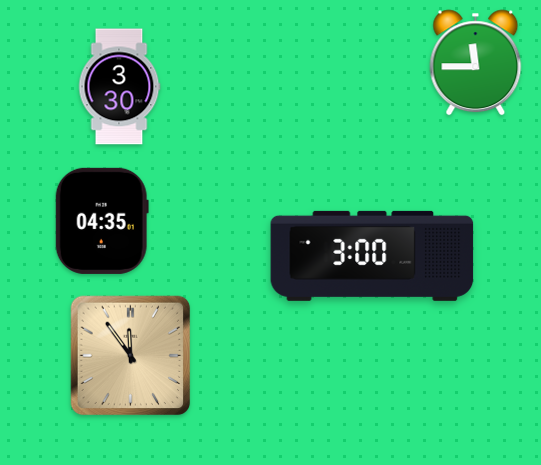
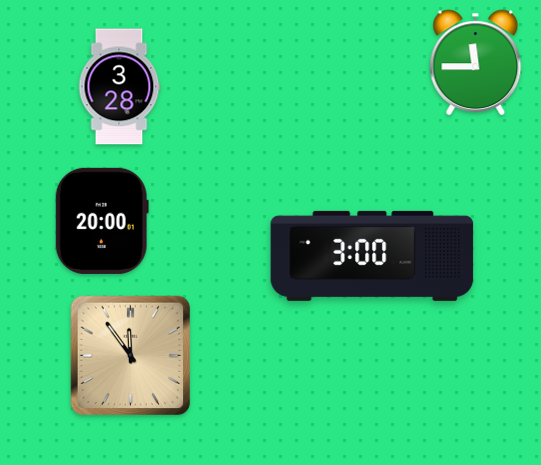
clock at (119, 87): 3:30 -> 3:28
clock at (102, 221): 04:35 -> 20:00
